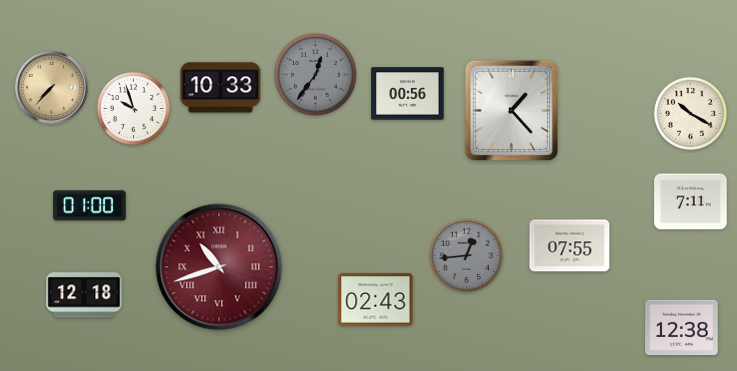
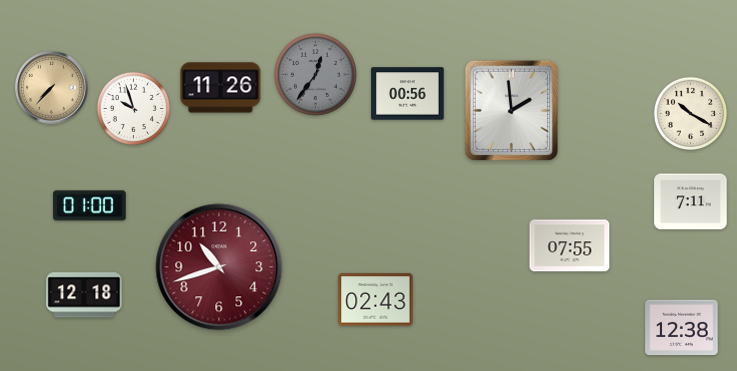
clock at (221, 88): 10:33 -> 11:26
clock at (511, 110): 1:23 -> 1:59
clock at (466, 255): 12:44 -> none
clock at (219, 267) numerals: Roman -> Arabic
